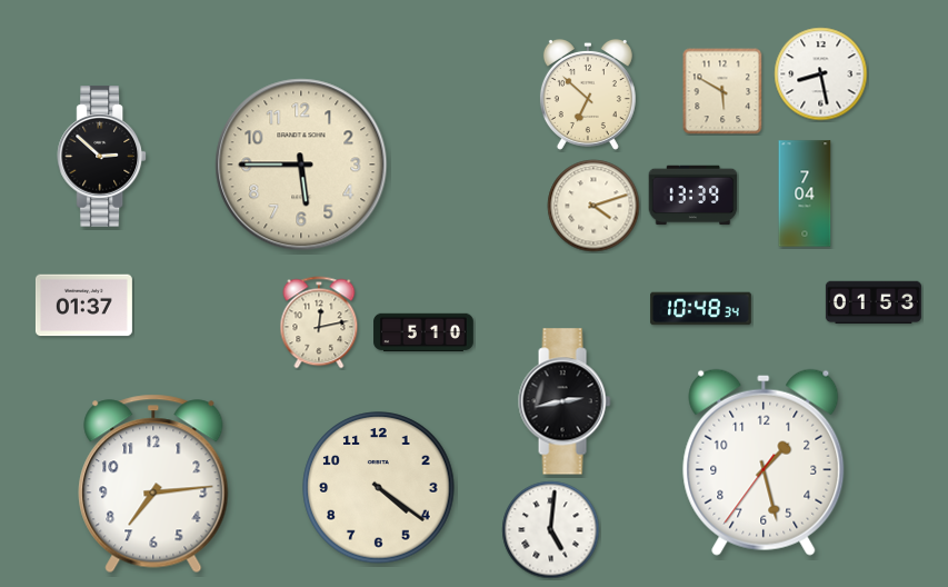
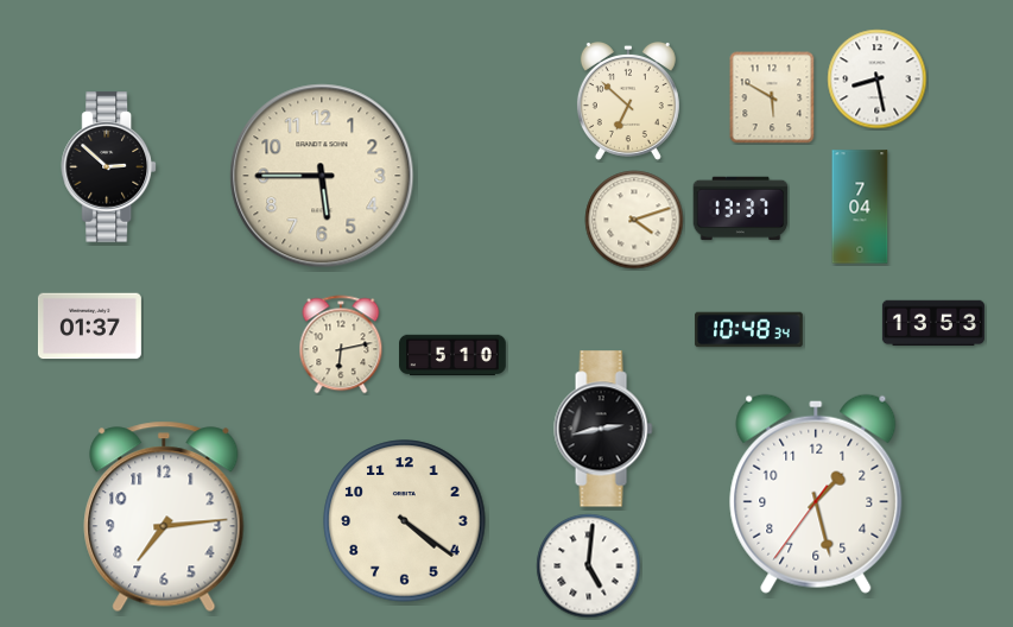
clock at (693, 196): 13:39 -> 13:37
clock at (874, 302): 01:53 -> 13:53
clock at (319, 322): 12:13 -> 6:13
